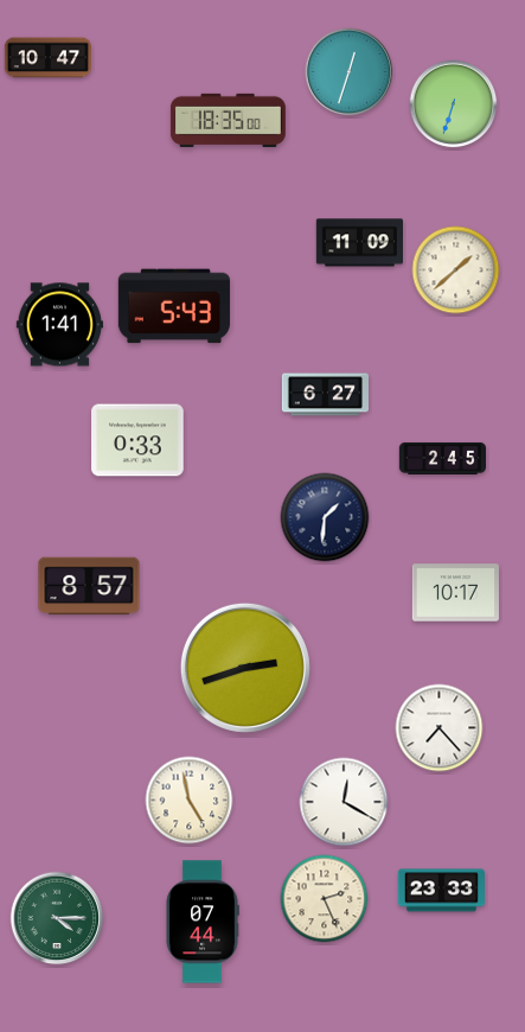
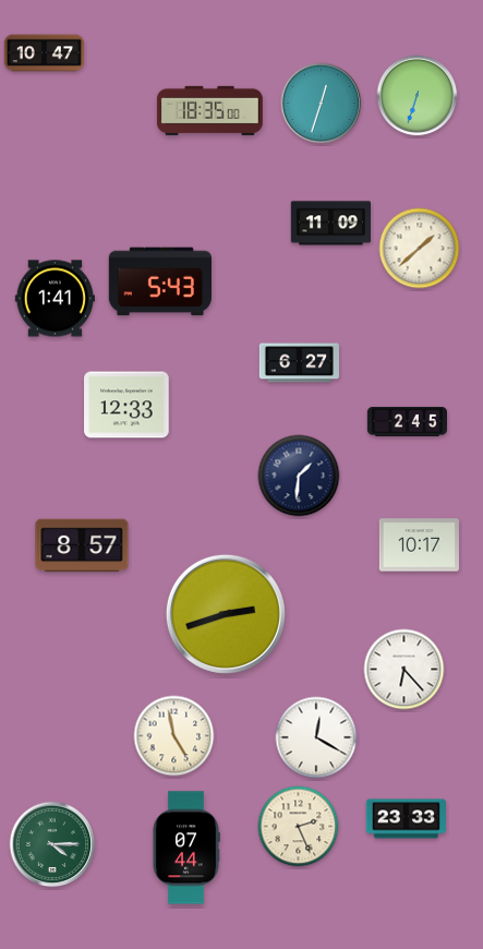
clock at (350, 72) position: (350, 72) -> (322, 104)
clock at (137, 440): 0:33 -> 12:33
clock at (89, 586) position: (89, 586) -> (82, 545)
clock at (440, 728): 7:23 -> 6:23
